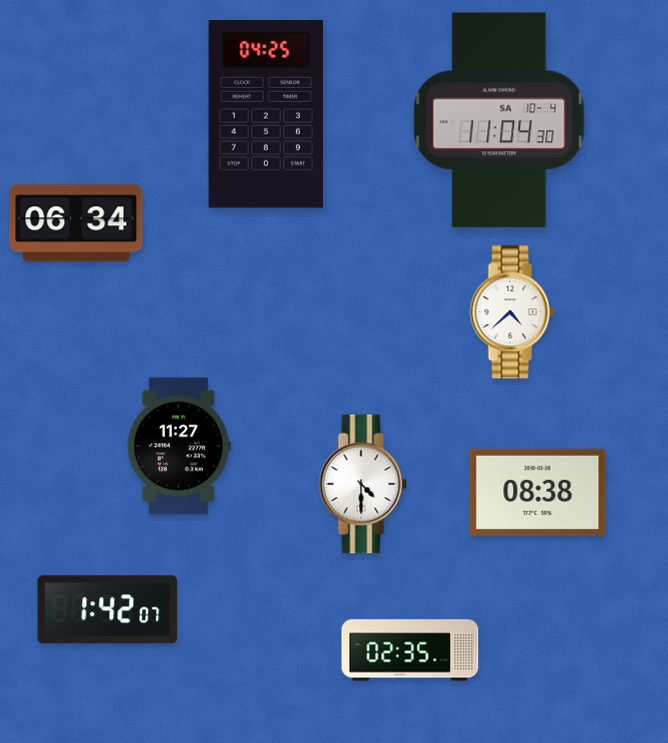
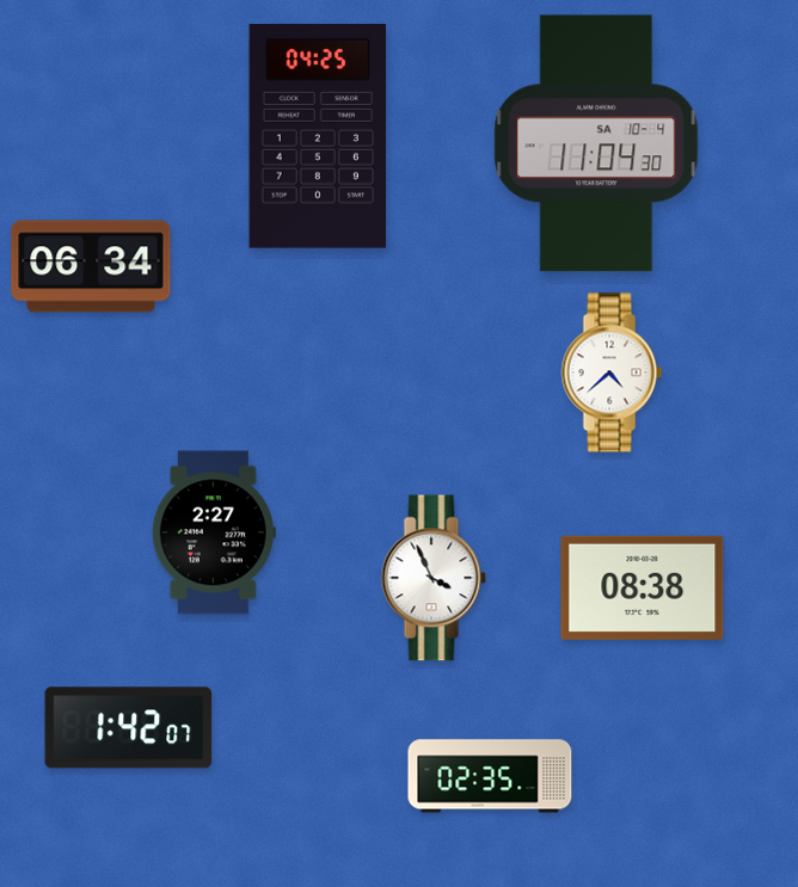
clock at (179, 446): 11:27 -> 2:27
clock at (363, 484): 4:30 -> 3:56
